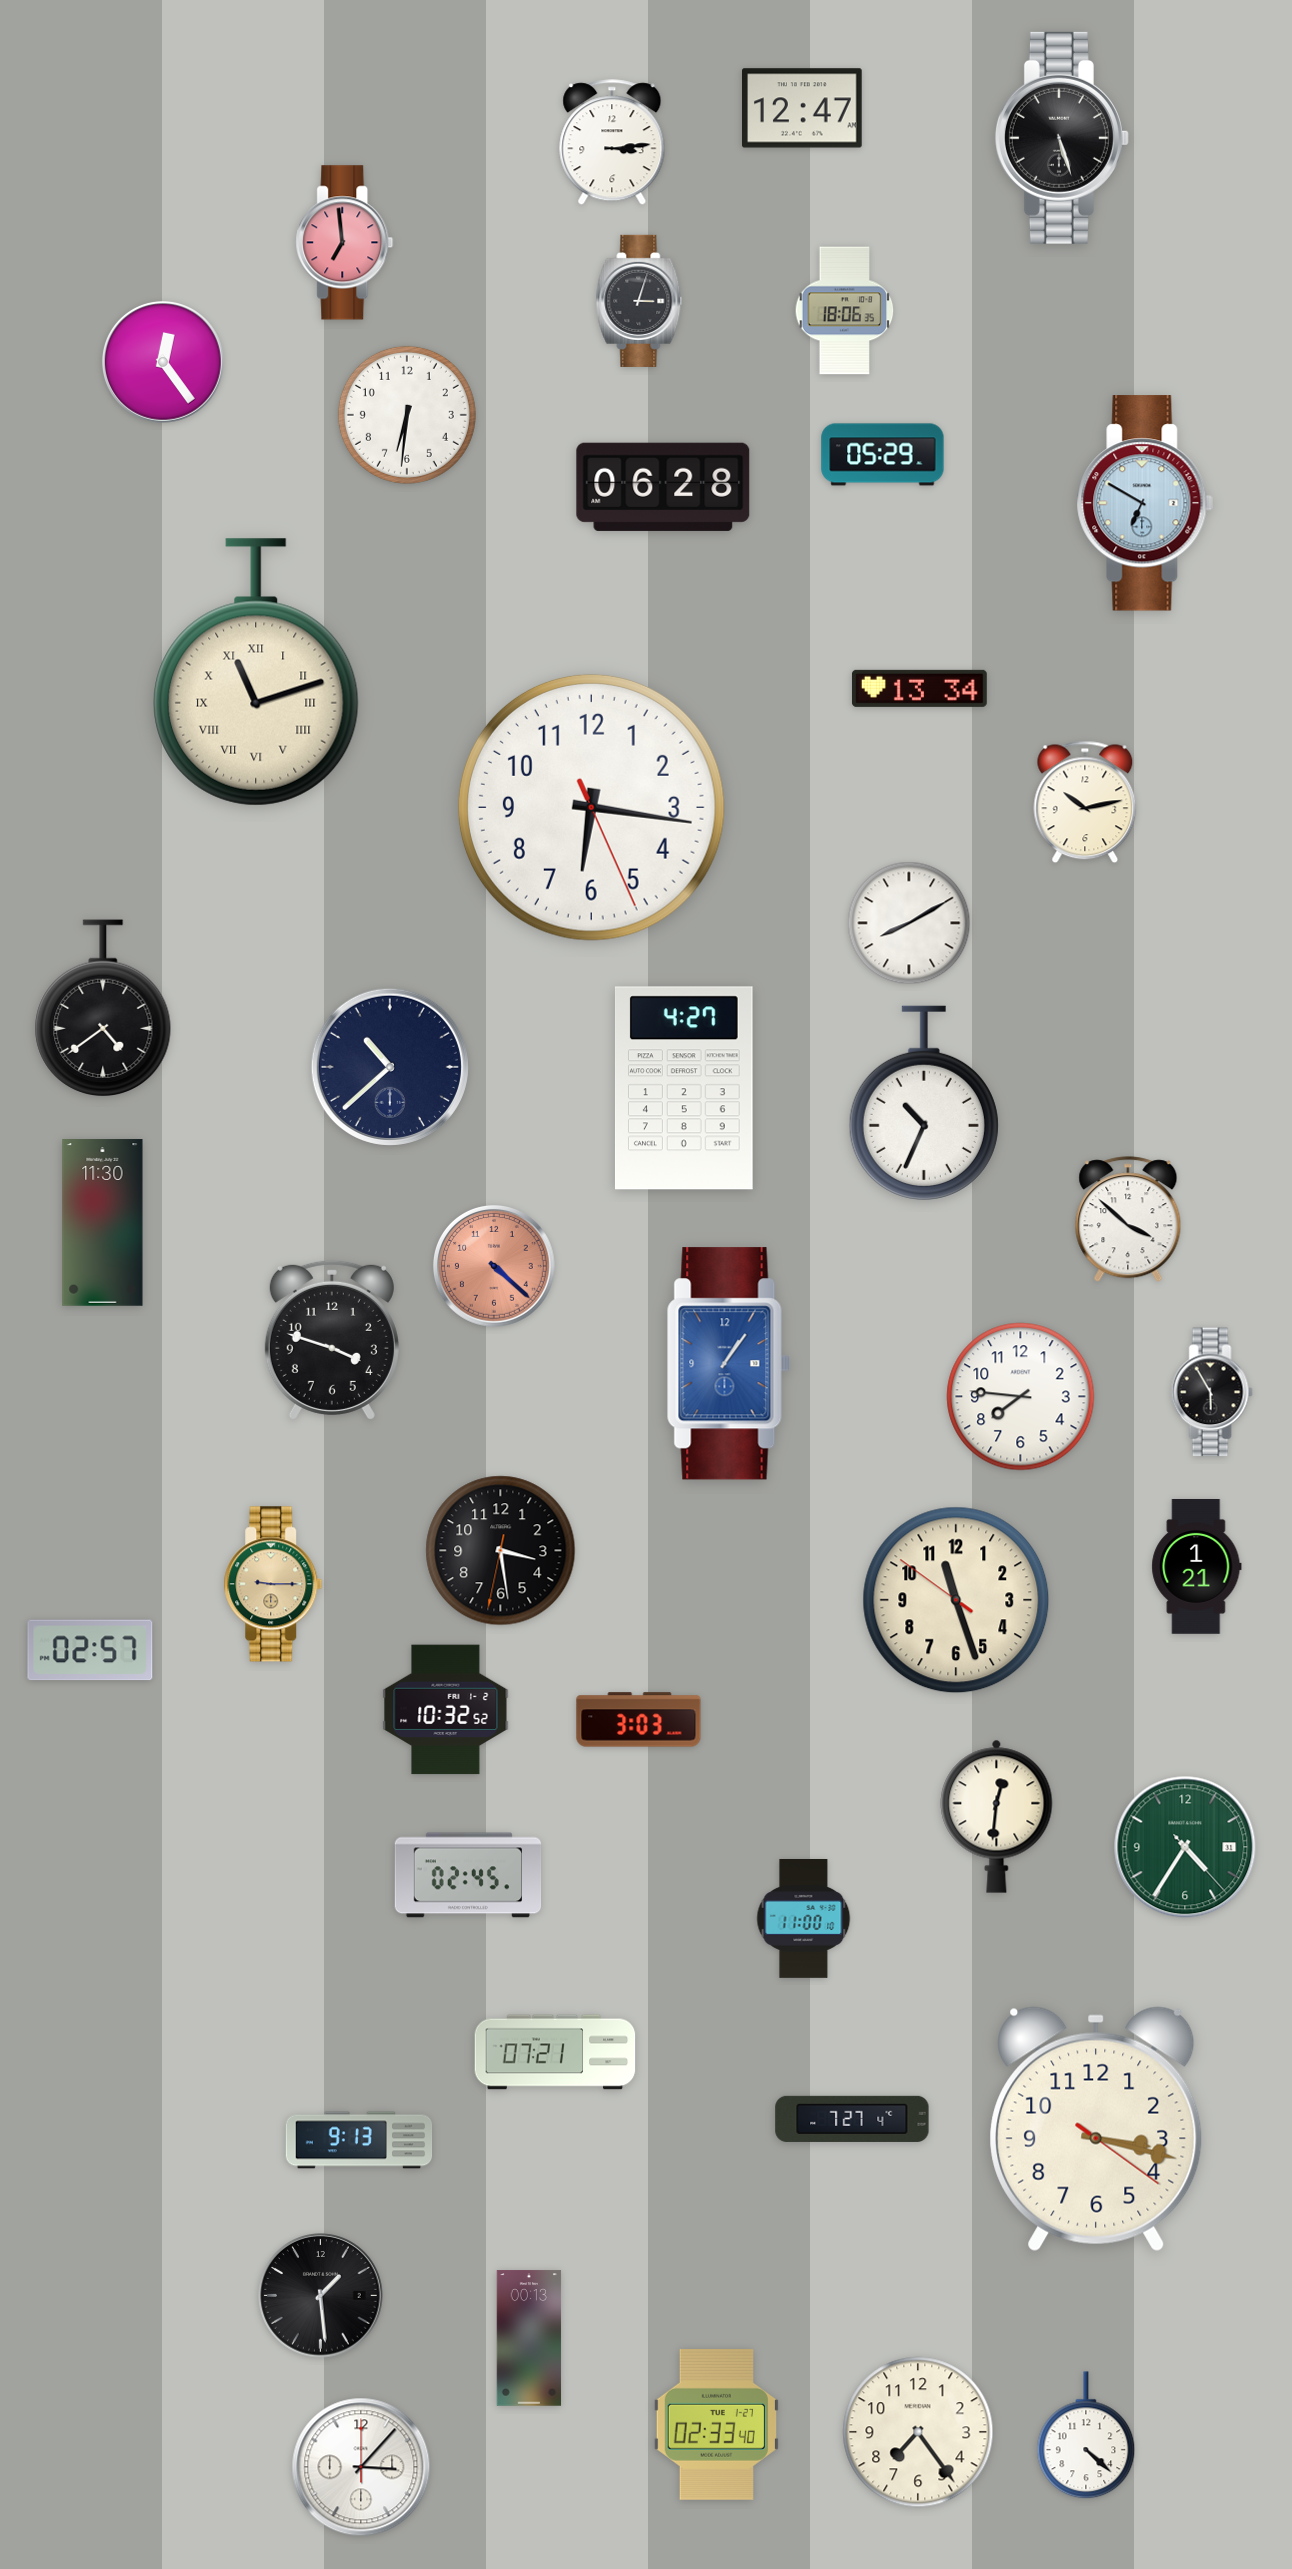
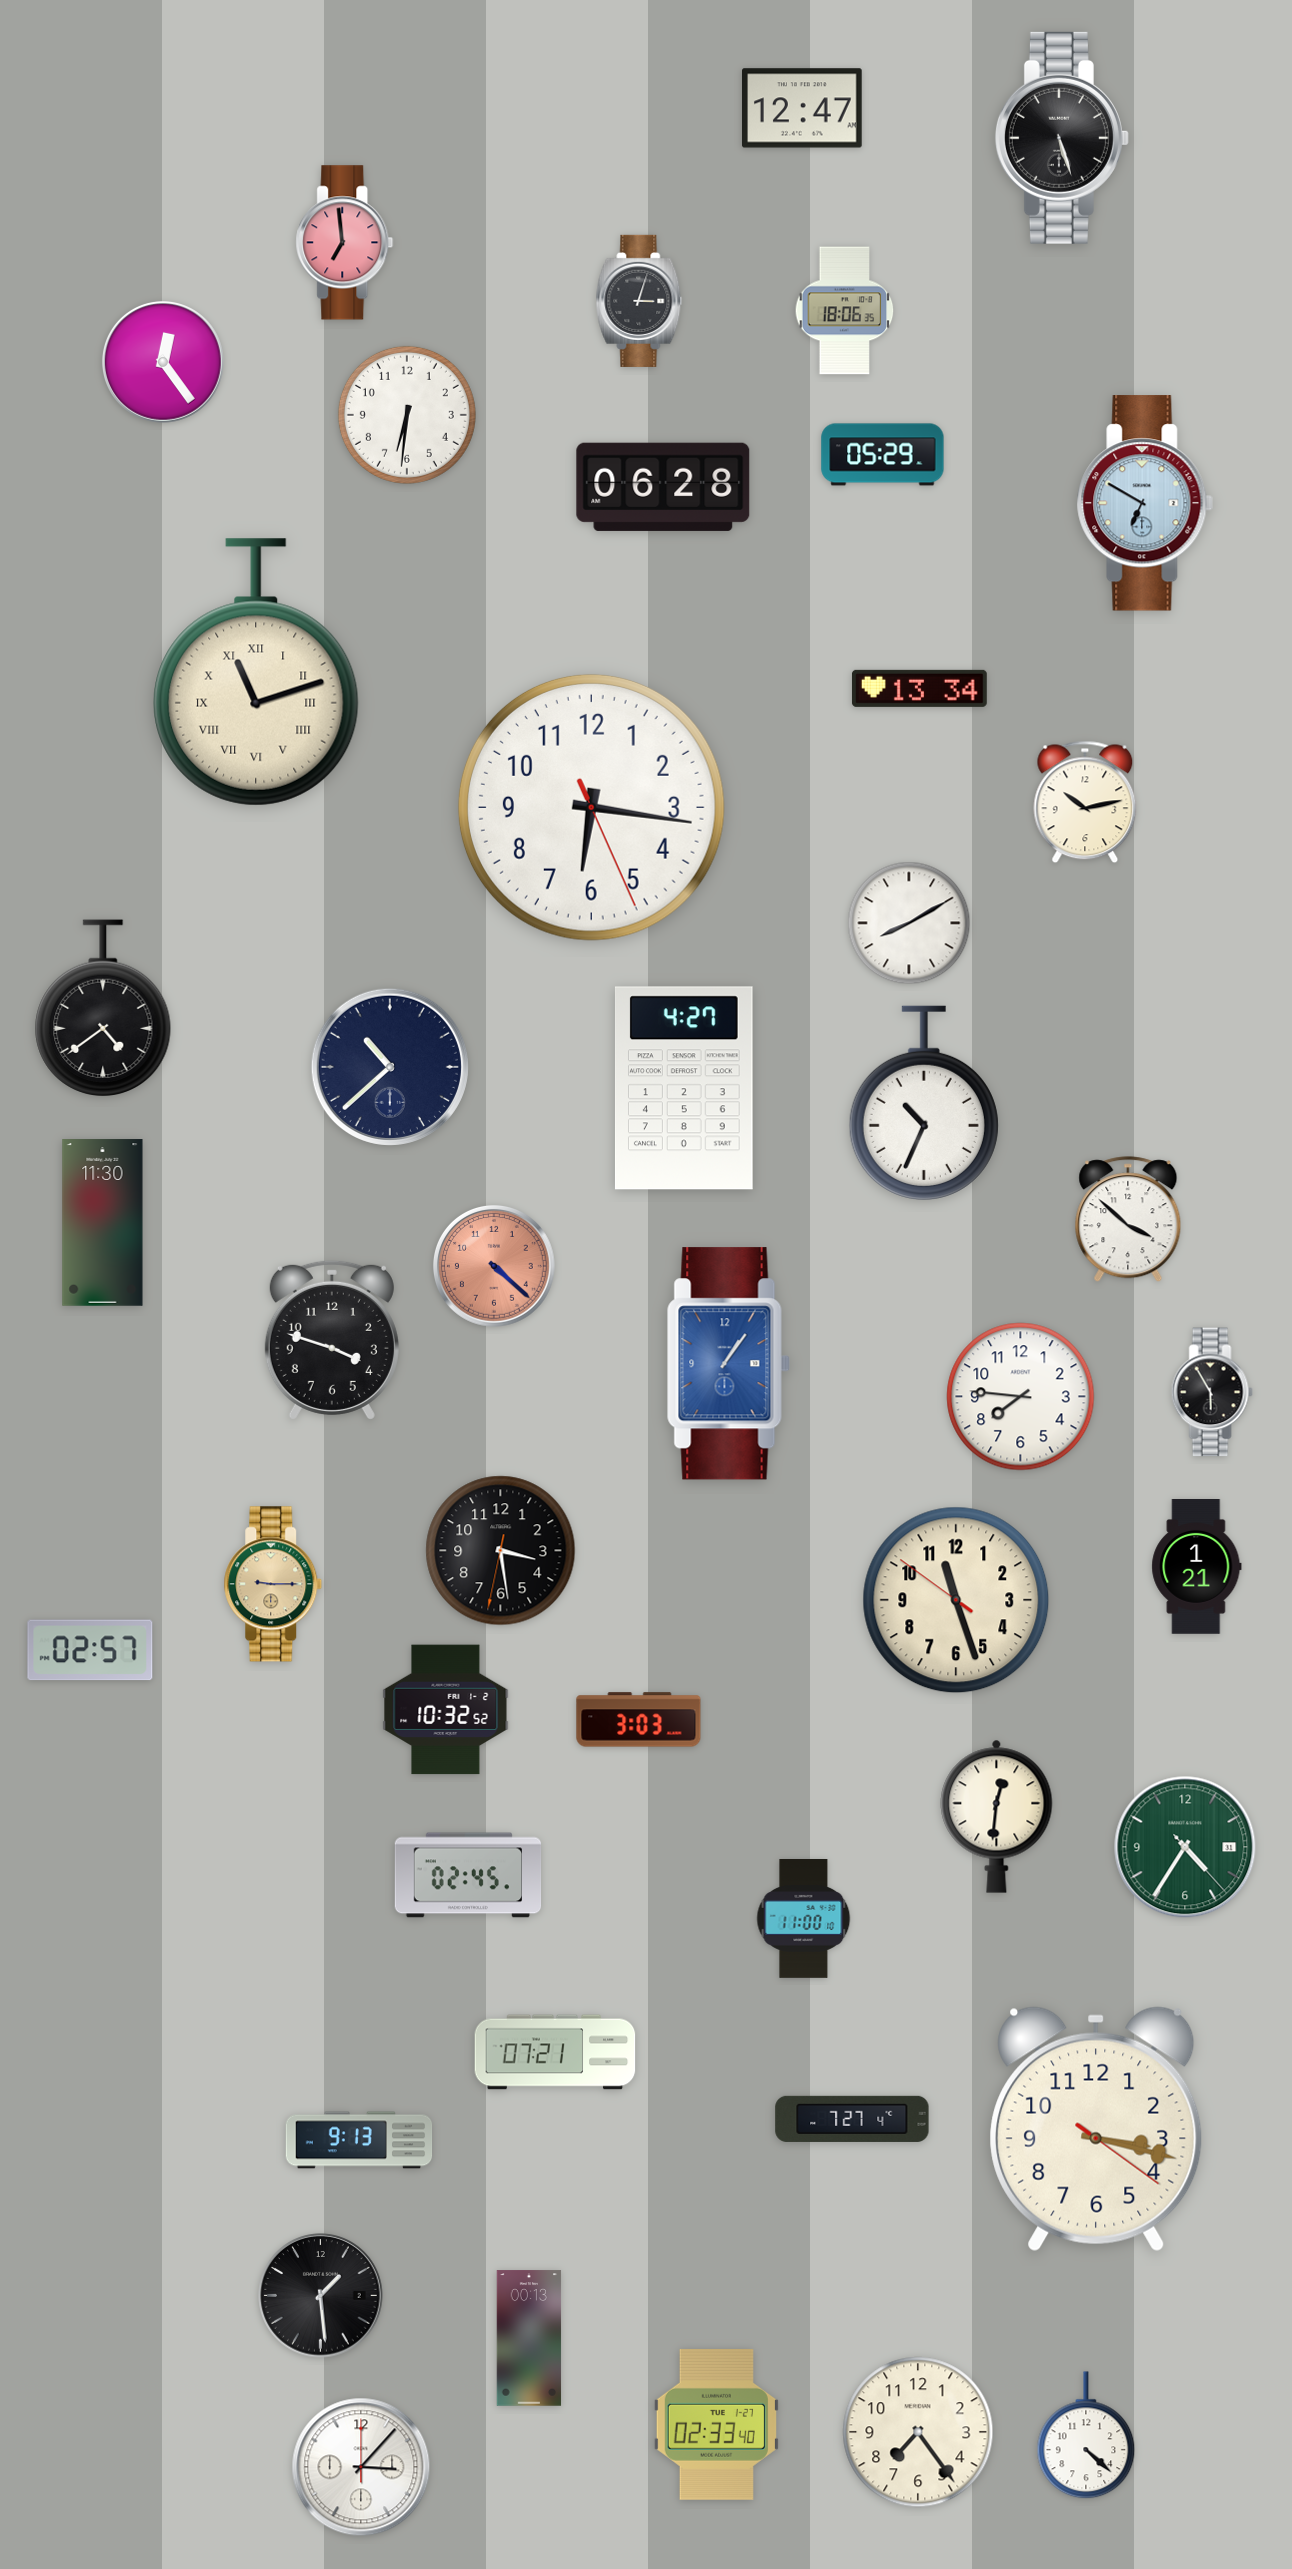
clock at (612, 143): 3:14 -> none
